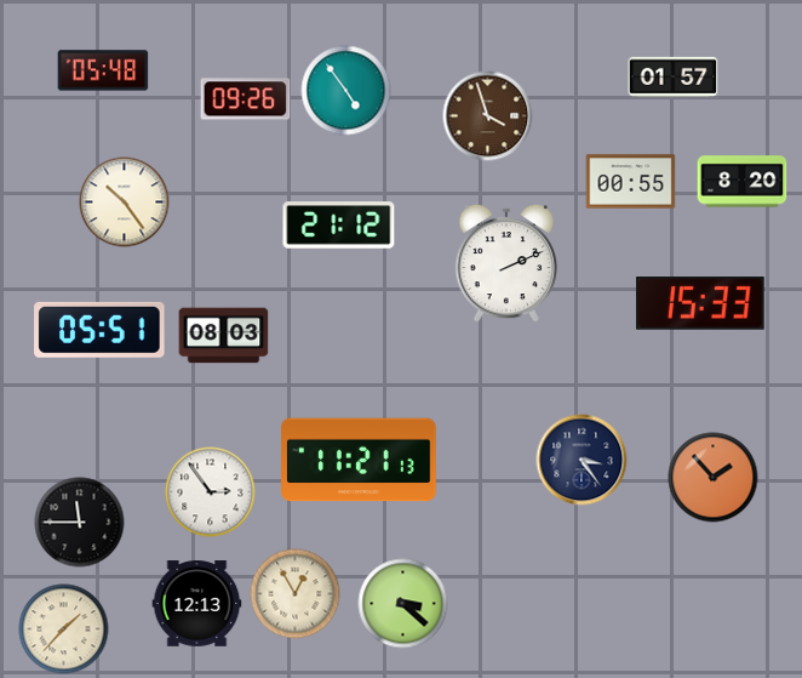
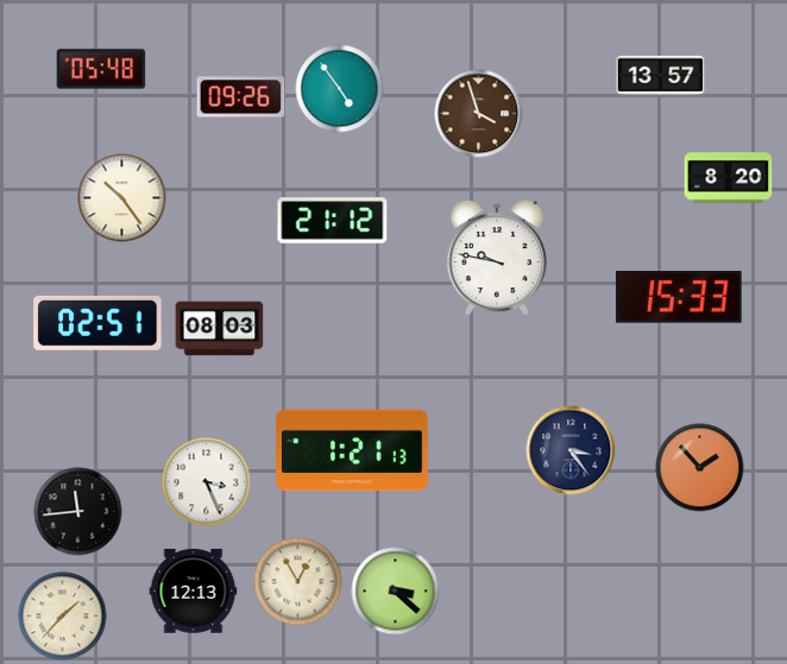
clock at (674, 76): 01:57 -> 13:57
clock at (631, 182): 00:55 -> none
clock at (505, 263): 2:11 -> 9:47
clock at (701, 303) position: (701, 303) -> (680, 297)
clock at (99, 330): 05:51 -> 02:51
clock at (360, 460): 11:21 -> 1:21
clock at (211, 492): 2:54 -> 3:26
clock at (80, 523): 11:45 -> 11:44
clock at (296, 594) position: (296, 594) -> (298, 582)
